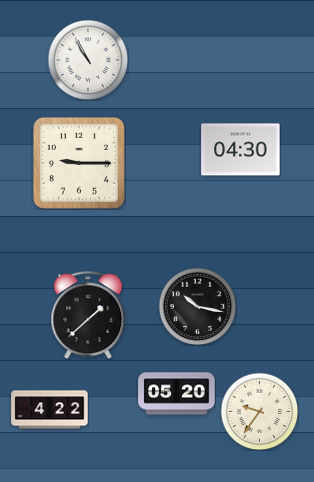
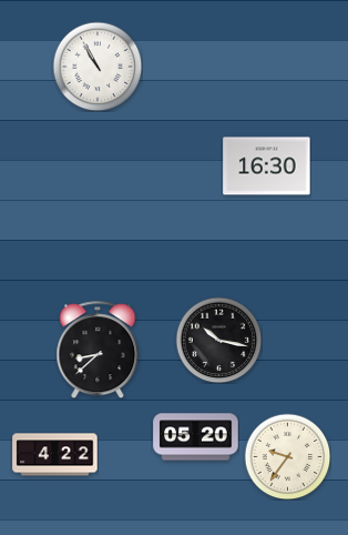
clock at (241, 150): 04:30 -> 16:30
clock at (79, 163): 9:15 -> none
clock at (88, 315): 1:38 -> 8:38
